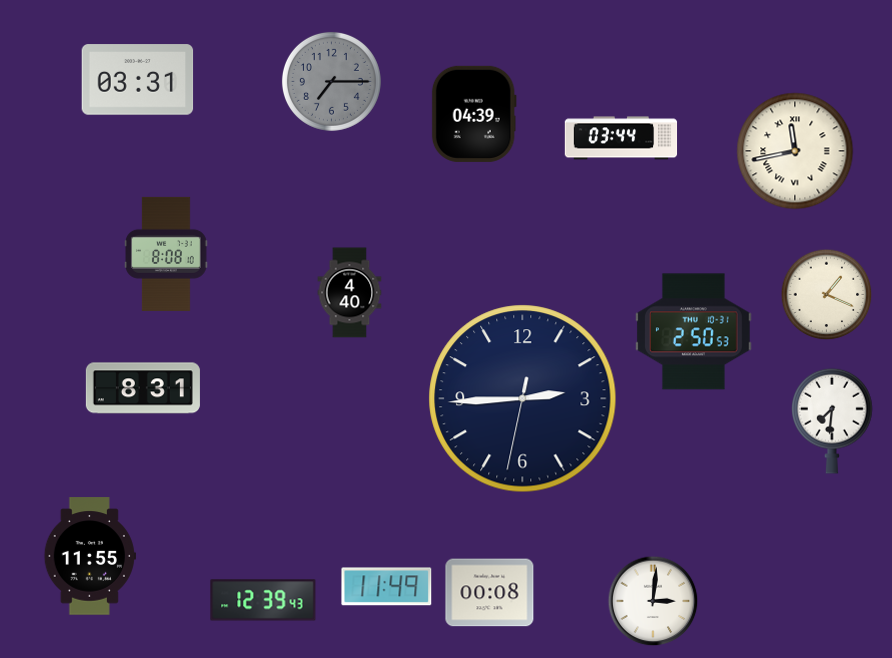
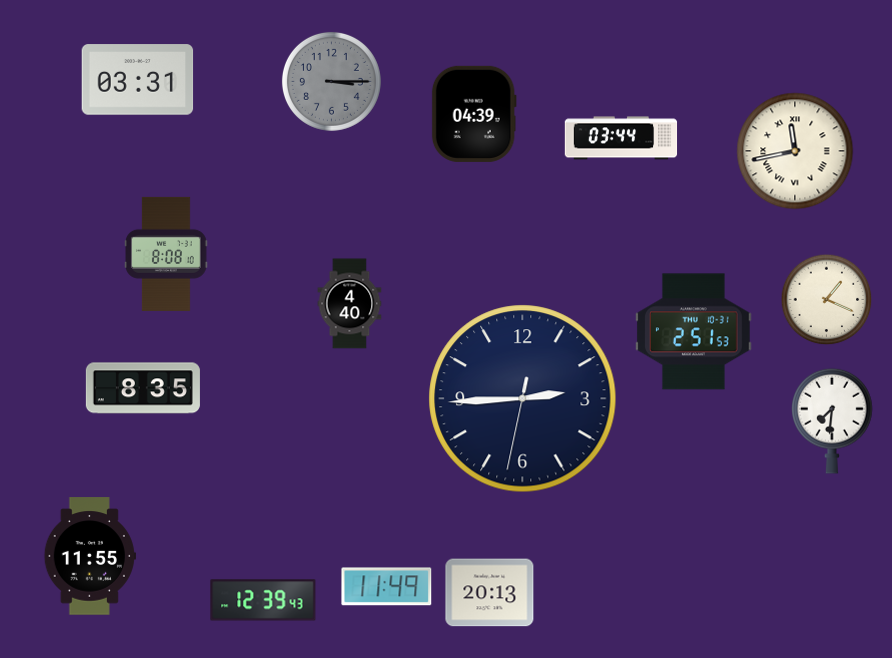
clock at (331, 81): 7:15 -> 3:15
clock at (350, 293) position: (350, 293) -> (350, 304)
clock at (827, 295) position: (827, 295) -> (827, 300)
clock at (694, 332): 2:50 -> 2:51
clock at (143, 388): 8:31 -> 8:35
clock at (490, 593): 00:08 -> 20:13
clock at (653, 601): 3:01 -> none
